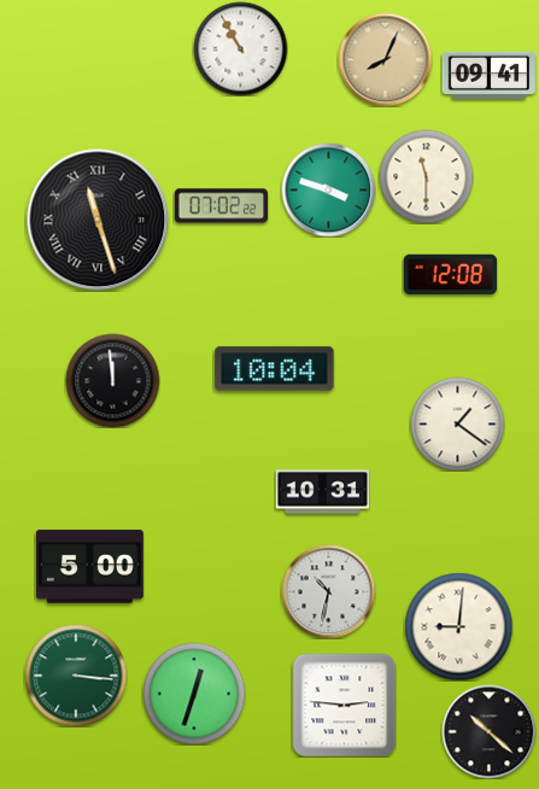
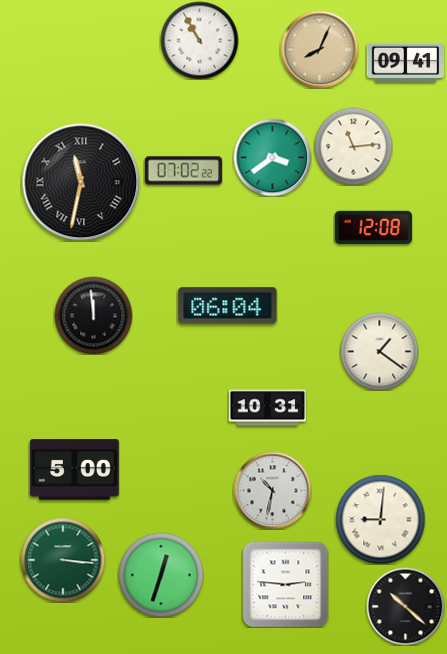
clock at (426, 176): 11:30 -> 11:14
clock at (328, 189): 3:48 -> 3:39
clock at (98, 220): 11:27 -> 11:32
clock at (275, 369): 10:04 -> 06:04
